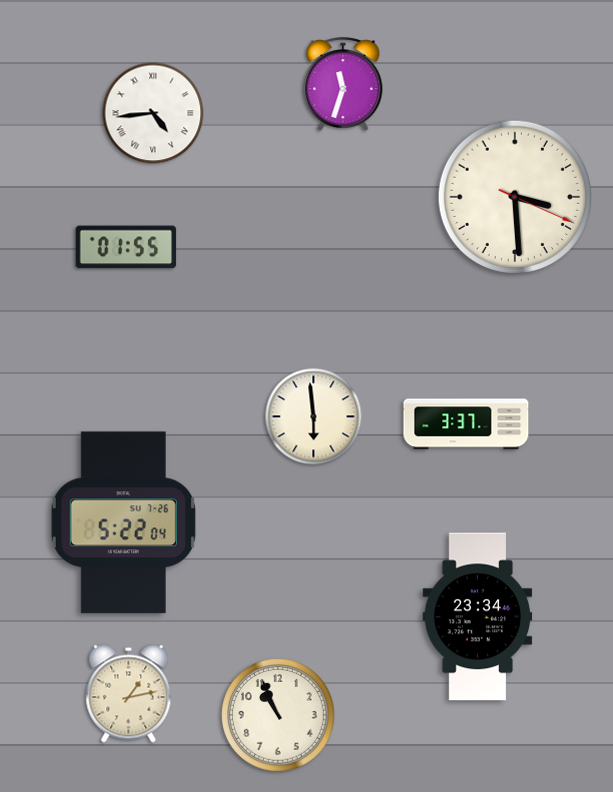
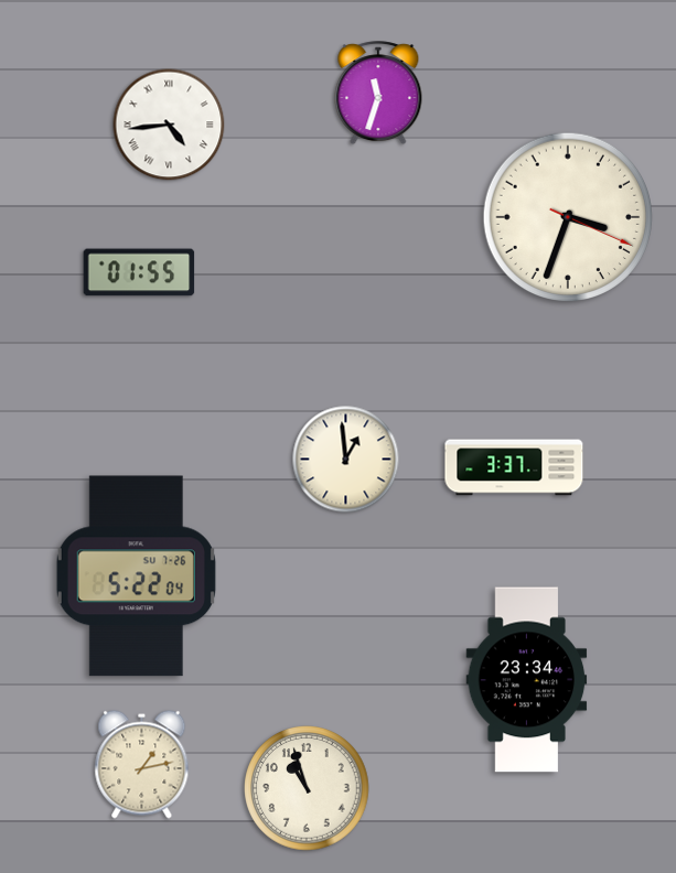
clock at (514, 196): 3:29 -> 3:33
clock at (314, 417): 5:59 -> 12:59
clock at (278, 715): 10:56 -> 10:57
